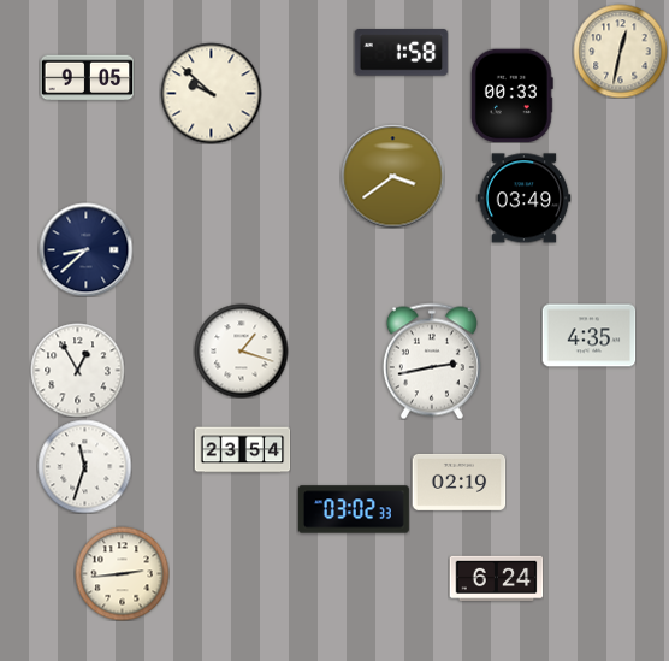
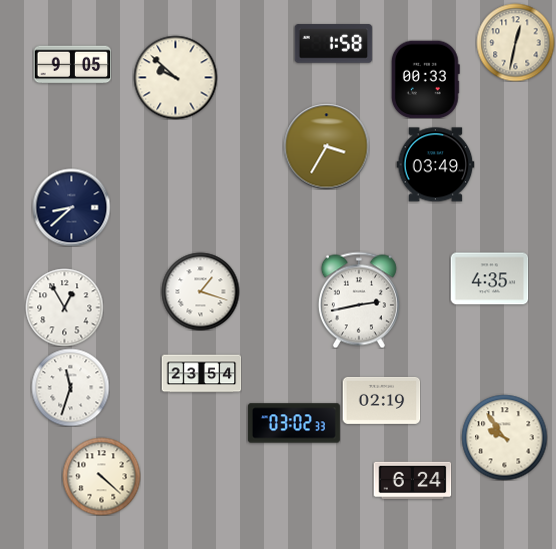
clock at (392, 176): 3:39 -> 3:35
clock at (504, 437): none -> 9:54
clock at (122, 573): 2:44 -> 4:22
